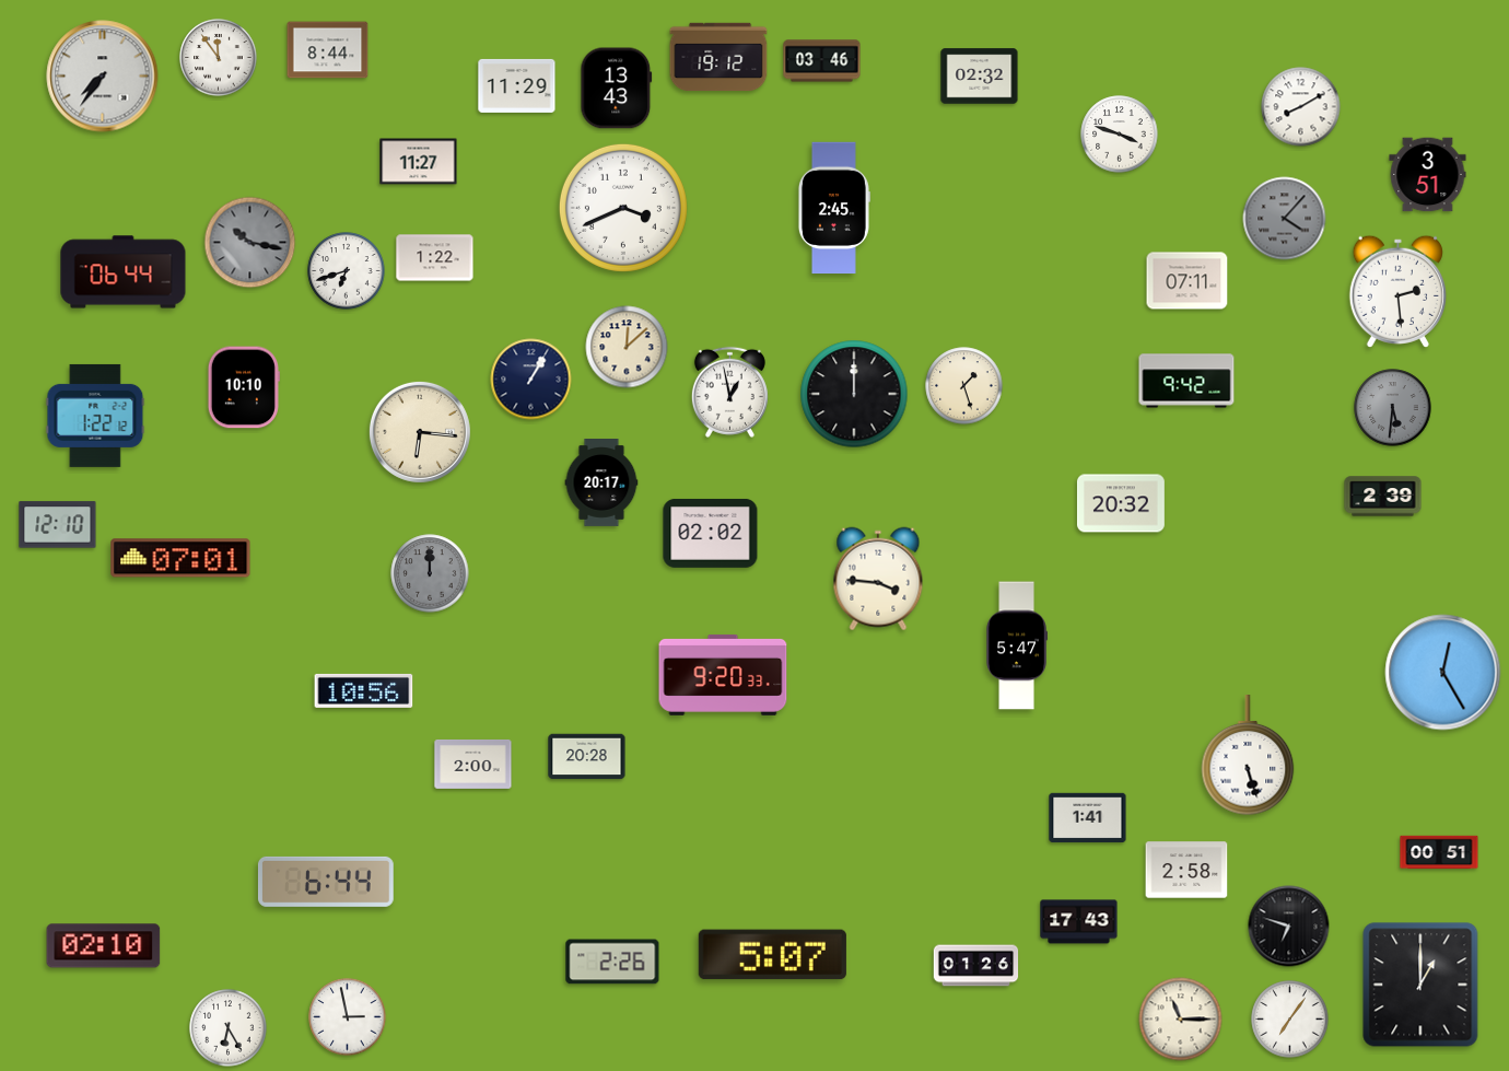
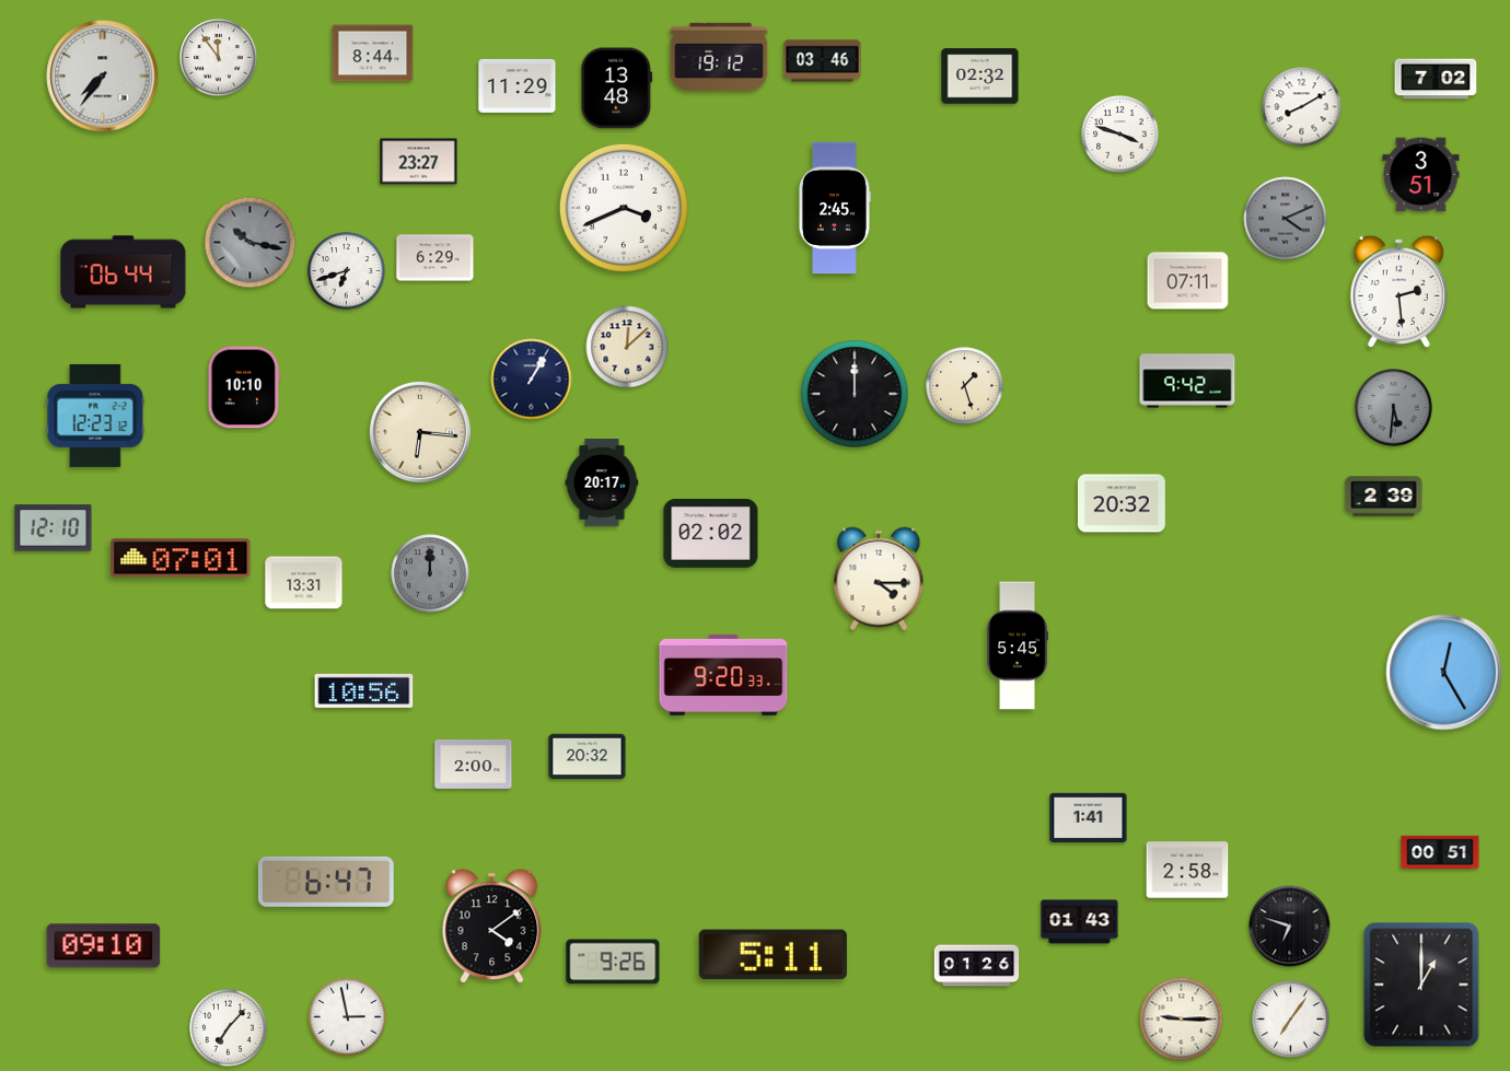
clock at (328, 50) position: (328, 50) -> (373, 54)
clock at (1436, 79): none -> 7:02
clock at (617, 89): 13:43 -> 13:48
clock at (419, 162): 11:27 -> 23:27
clock at (1428, 175) position: (1428, 175) -> (1421, 175)
clock at (1285, 219): 4:07 -> 4:11
clock at (435, 258): 1:22 -> 6:29
clock at (729, 392): 12:58 -> none
clock at (95, 416): 1:22 -> 12:23
clock at (58, 525) position: (58, 525) -> (54, 528)
clock at (878, 579): 3:46 -> 4:15
clock at (304, 583): none -> 13:31
clock at (1017, 645): 5:47 -> 5:45
clock at (1248, 756): 5:27 -> none
clock at (587, 757): 20:28 -> 20:32
clock at (326, 882): 6:44 -> 6:47
clock at (1079, 922): 17:43 -> 01:43
clock at (492, 927): none -> 4:09
clock at (104, 946): 02:10 -> 09:10
clock at (772, 955): 5:07 -> 5:11
clock at (612, 962): 2:26 -> 9:26
clock at (1181, 1020): 11:15 -> 9:15
clock at (229, 1028): 6:25 -> 7:07
